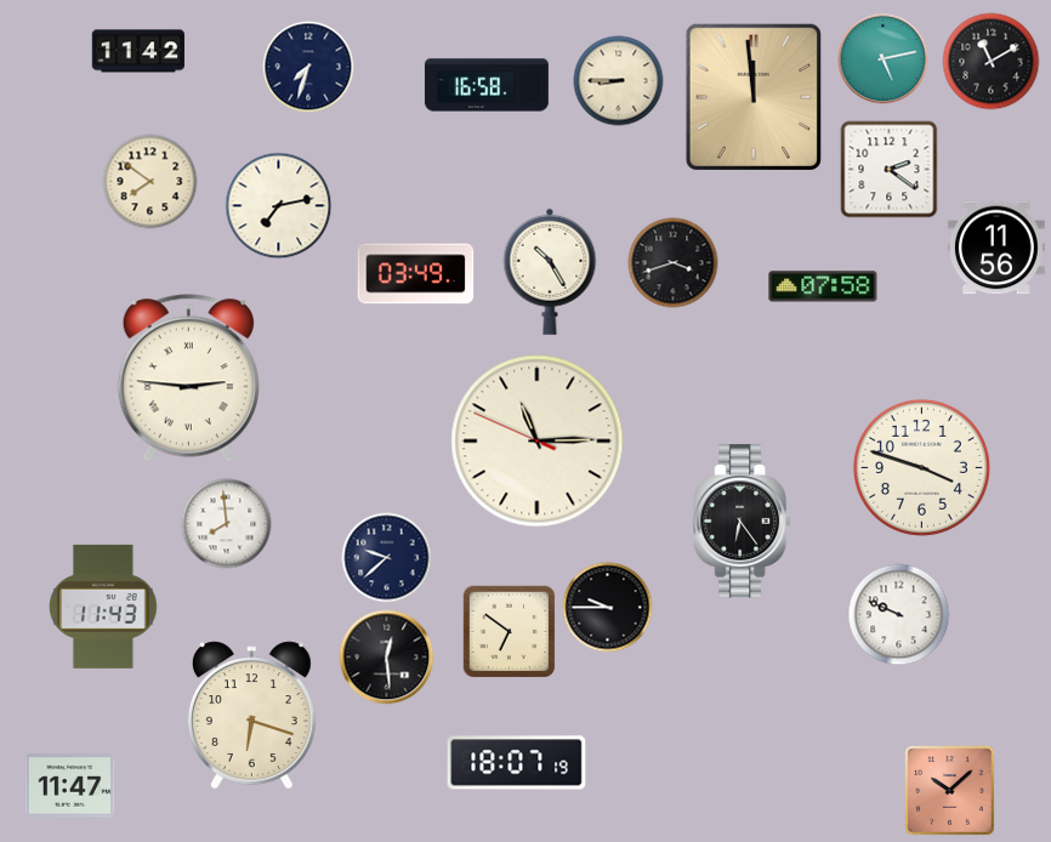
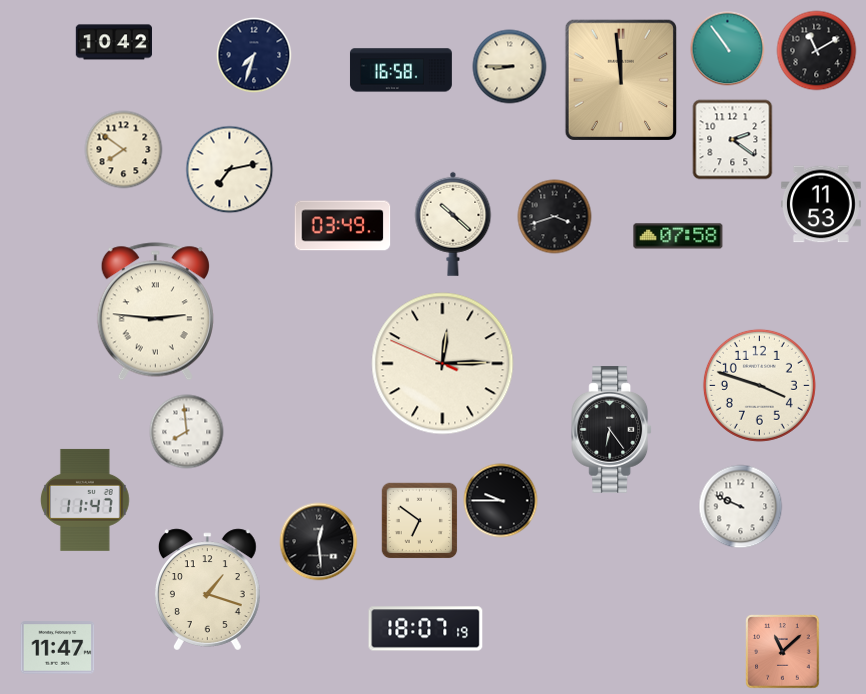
clock at (137, 51): 11:42 -> 10:42
clock at (884, 59): 5:13 -> 10:54
clock at (996, 248): 11:56 -> 11:53
clock at (550, 272): 10:25 -> 10:22
clock at (538, 442): 11:14 -> 12:14
clock at (387, 558): 9:38 -> none
clock at (103, 607): 11:43 -> 11:47
clock at (251, 716): 6:18 -> 1:18
clock at (950, 791): 10:08 -> 11:08
